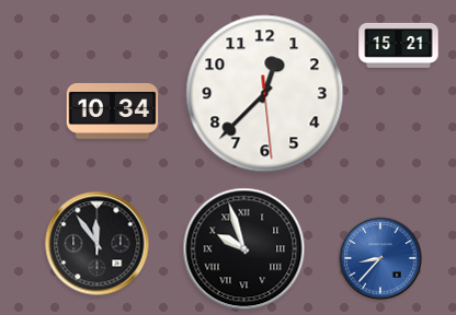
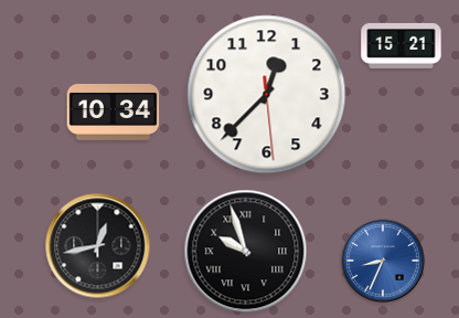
clock at (98, 244): 11:54 -> 12:43
clock at (380, 258): 8:37 -> 8:34
